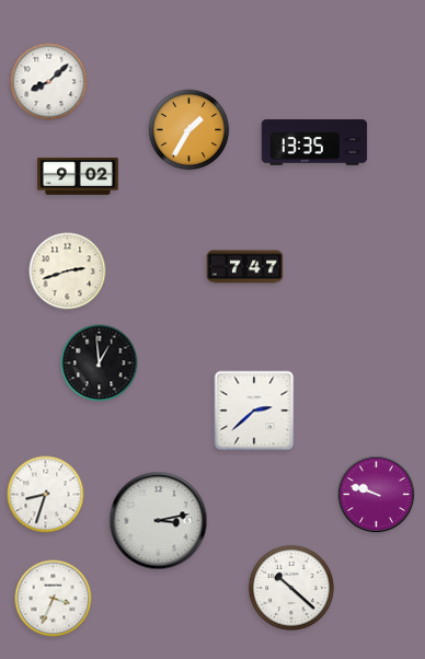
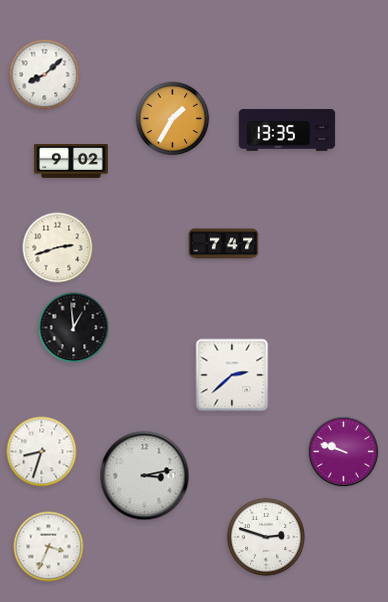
clock at (68, 271) position: (68, 271) -> (58, 248)
clock at (100, 363) position: (100, 363) -> (74, 328)
clock at (291, 588): 10:22 -> 2:48
